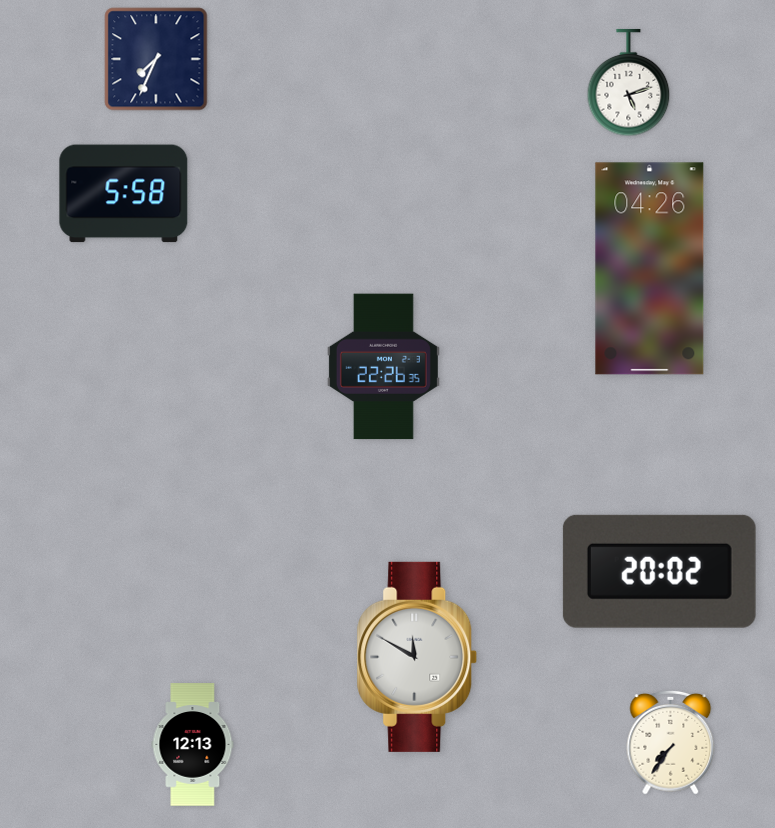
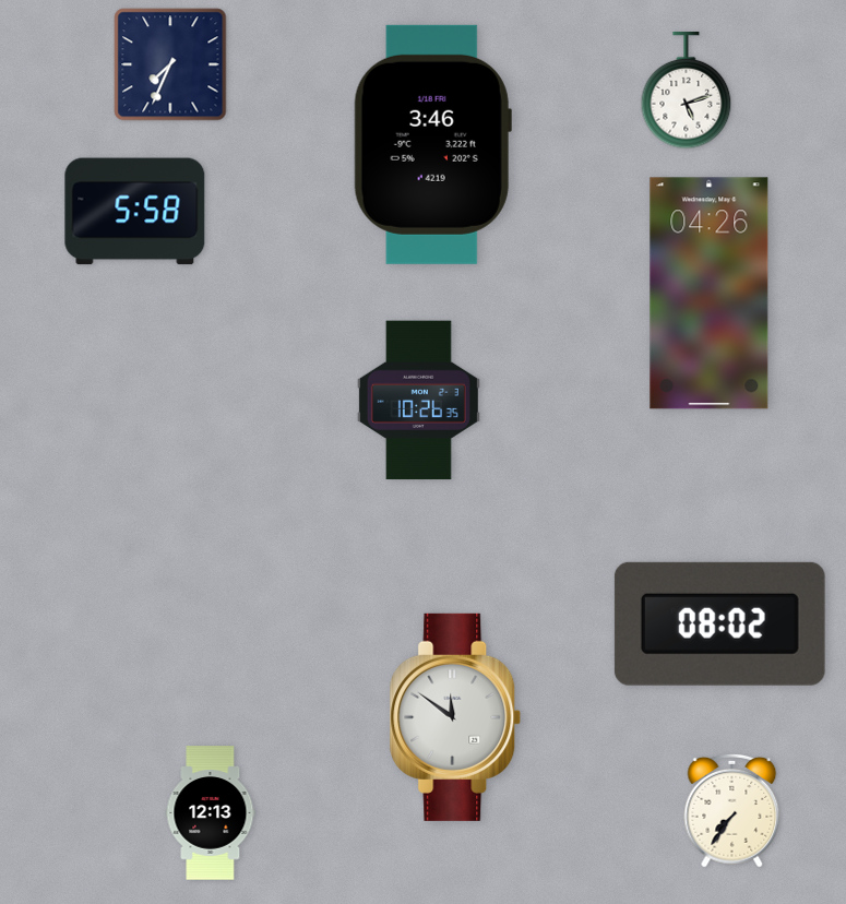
clock at (432, 144): none -> 3:46
clock at (383, 367): 22:26 -> 10:26
clock at (659, 571): 20:02 -> 08:02
clock at (417, 657): 11:50 -> 11:51
